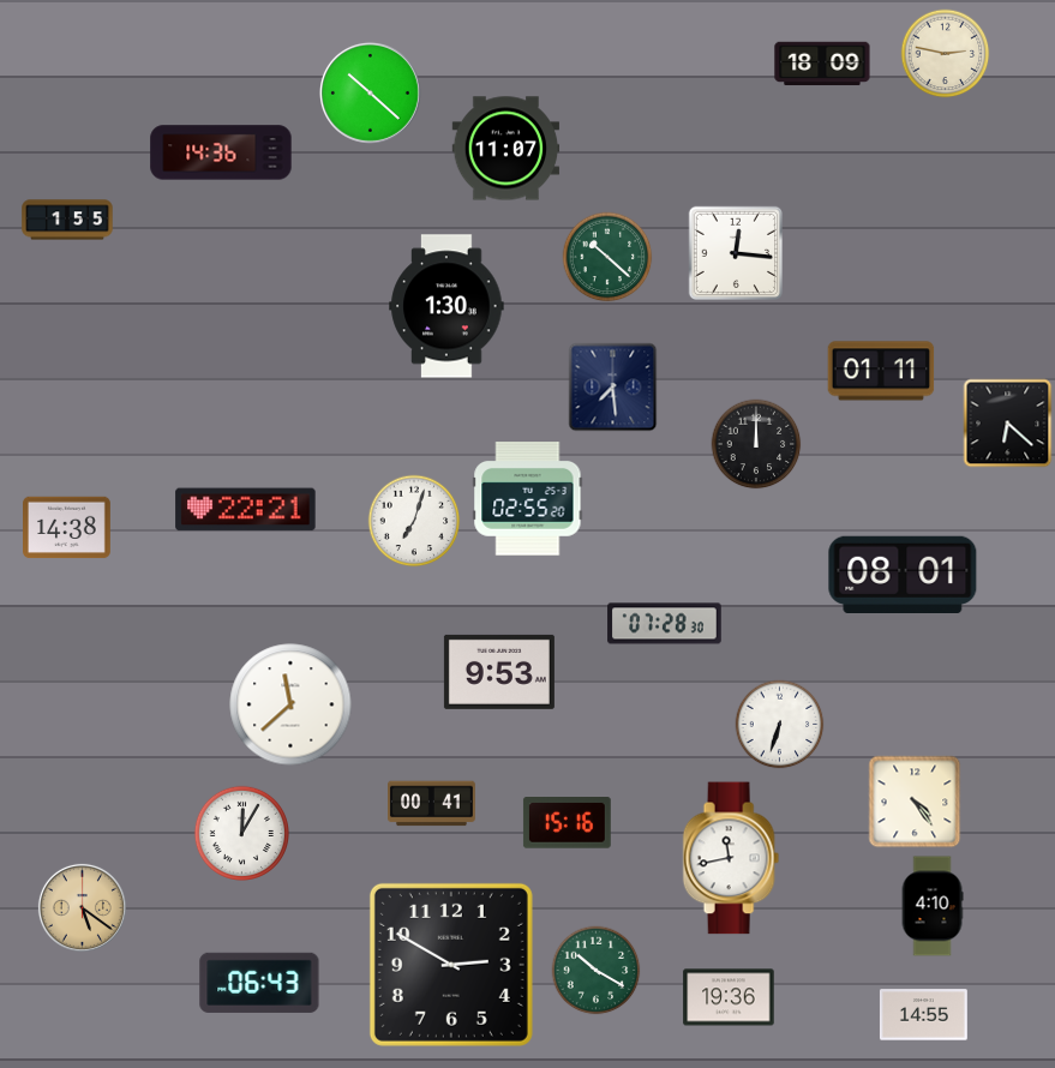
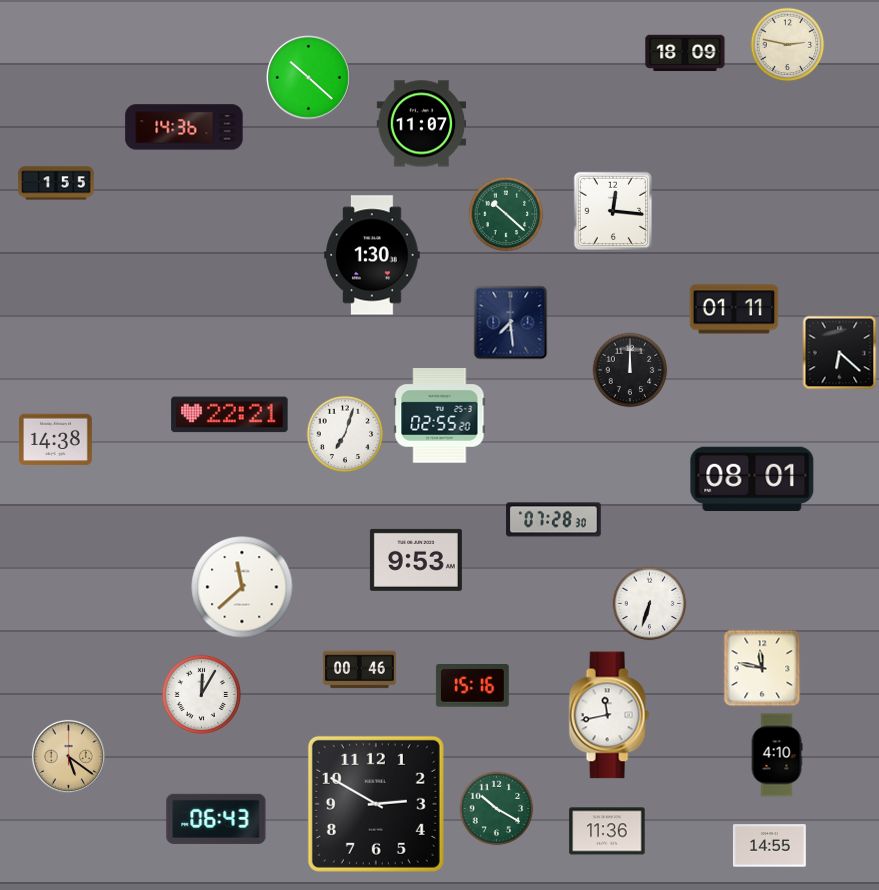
clock at (246, 510) position: (246, 510) -> (230, 415)
clock at (915, 802): 4:24 -> 11:47
clock at (432, 804): 00:41 -> 00:46
clock at (729, 997): 19:36 -> 11:36
